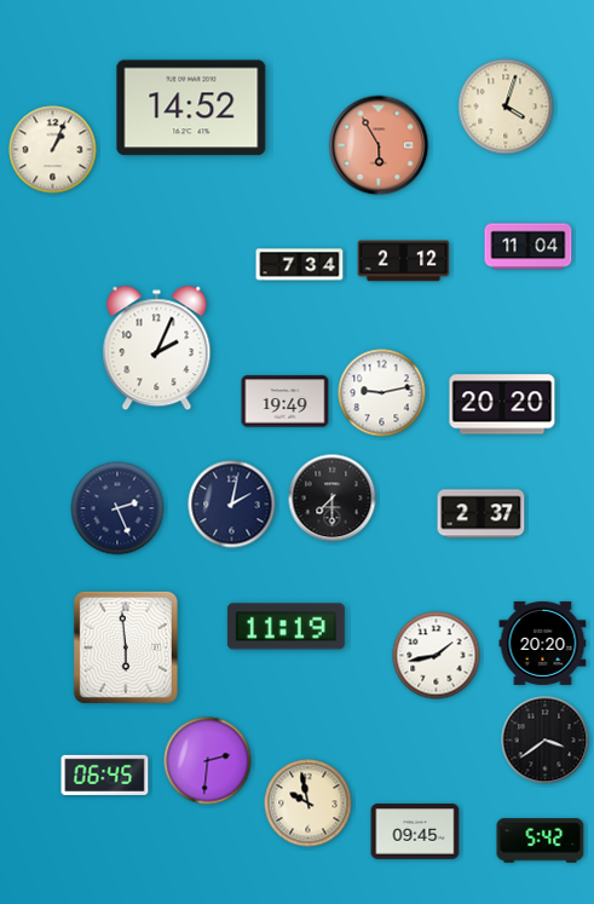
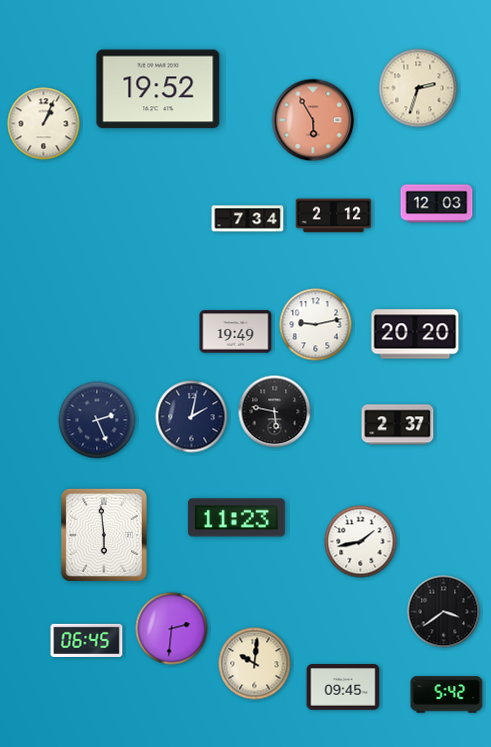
clock at (506, 106): 4:03 -> 2:33
clock at (191, 108): 14:52 -> 19:52
clock at (529, 247): 11:04 -> 12:03
clock at (157, 349): 2:04 -> none
clock at (333, 499): 7:30 -> 5:47
clock at (286, 627): 11:19 -> 11:23
clock at (543, 643): 20:20 -> none
clock at (546, 741) position: (546, 741) -> (444, 612)
clock at (308, 804): 9:58 -> 10:01
